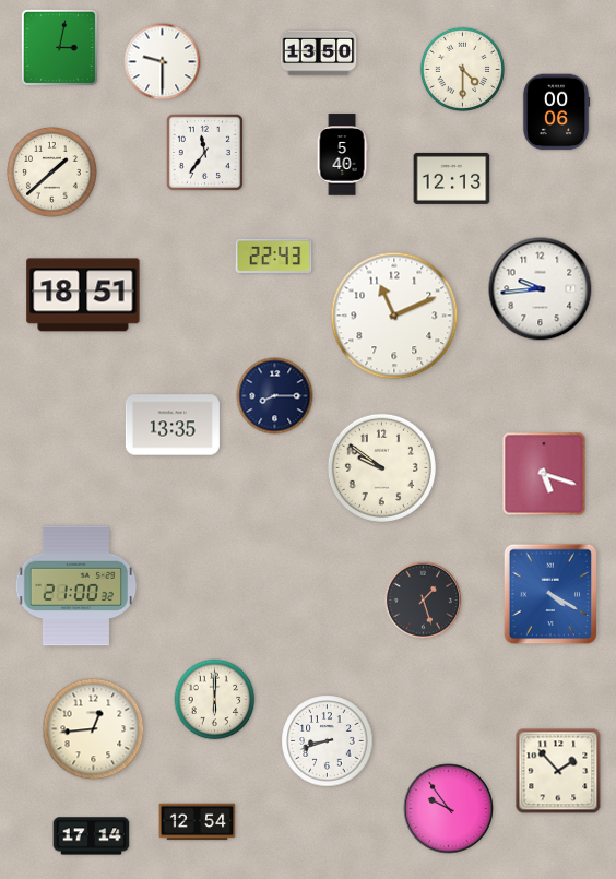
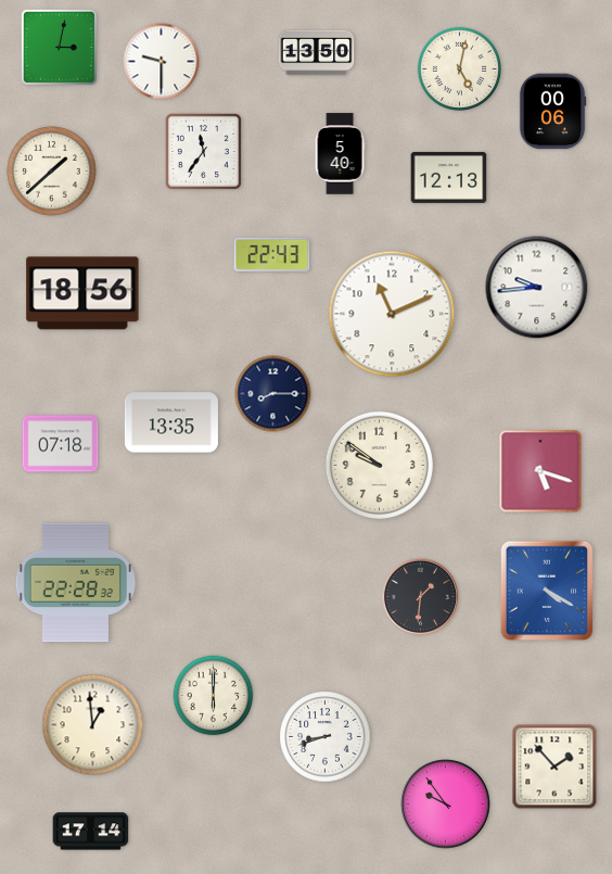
clock at (462, 69): 4:30 -> 5:02
clock at (83, 295): 18:51 -> 18:56
clock at (61, 444): none -> 07:18
clock at (76, 586): 21:00 -> 22:28
clock at (424, 601): 1:27 -> 1:31
clock at (94, 729): 12:44 -> 12:59
clock at (198, 822): 12:54 -> none
